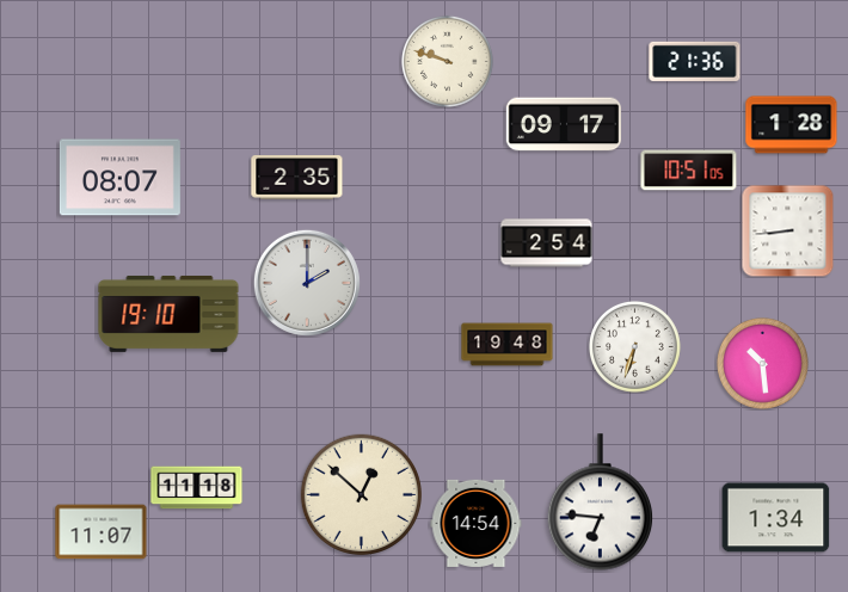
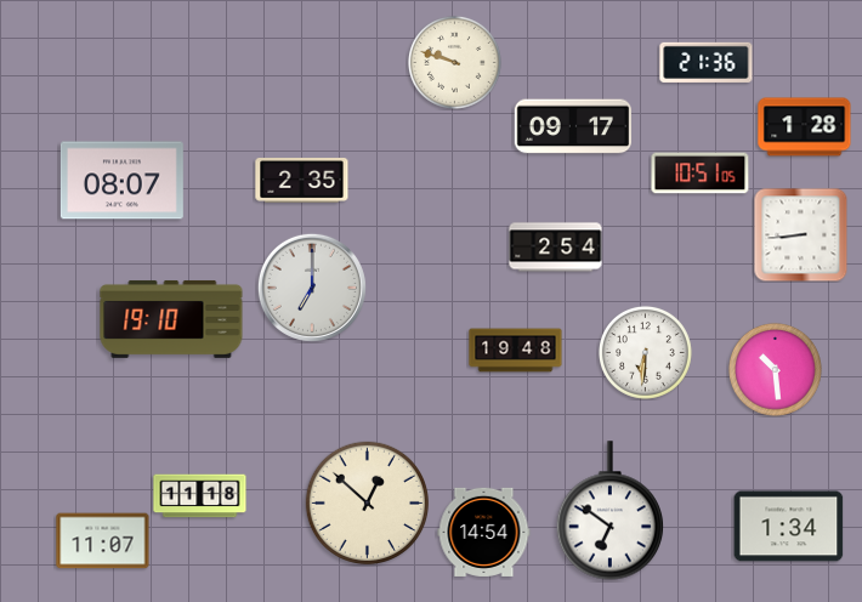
clock at (307, 283): 2:00 -> 7:00
clock at (634, 346): 6:33 -> 6:31
clock at (601, 502): 6:46 -> 6:51
